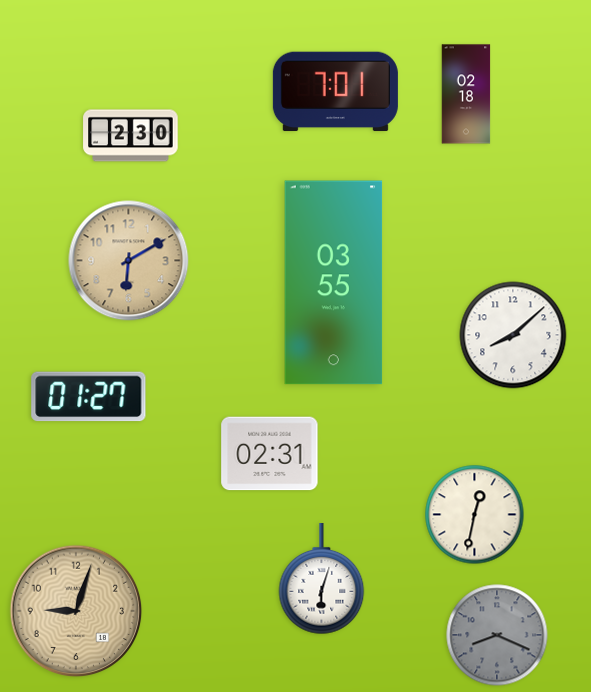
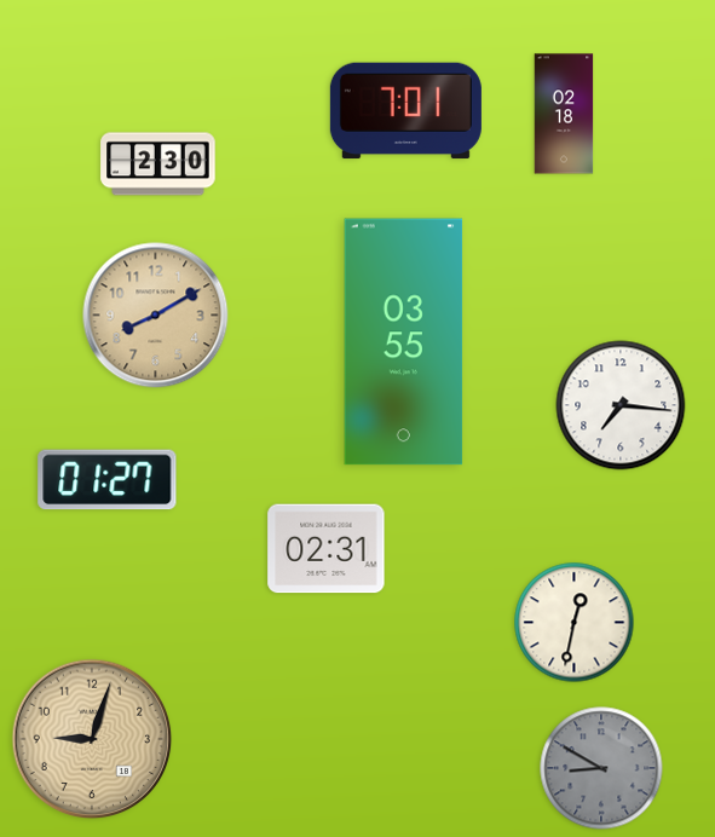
clock at (129, 261): 6:10 -> 8:10
clock at (513, 335): 8:08 -> 7:16
clock at (322, 579): 6:03 -> none
clock at (497, 635): 8:19 -> 8:50
